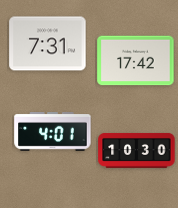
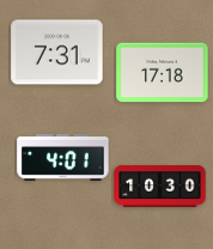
clock at (136, 61): 17:42 -> 17:18
clock at (137, 150) position: (137, 150) -> (160, 186)
